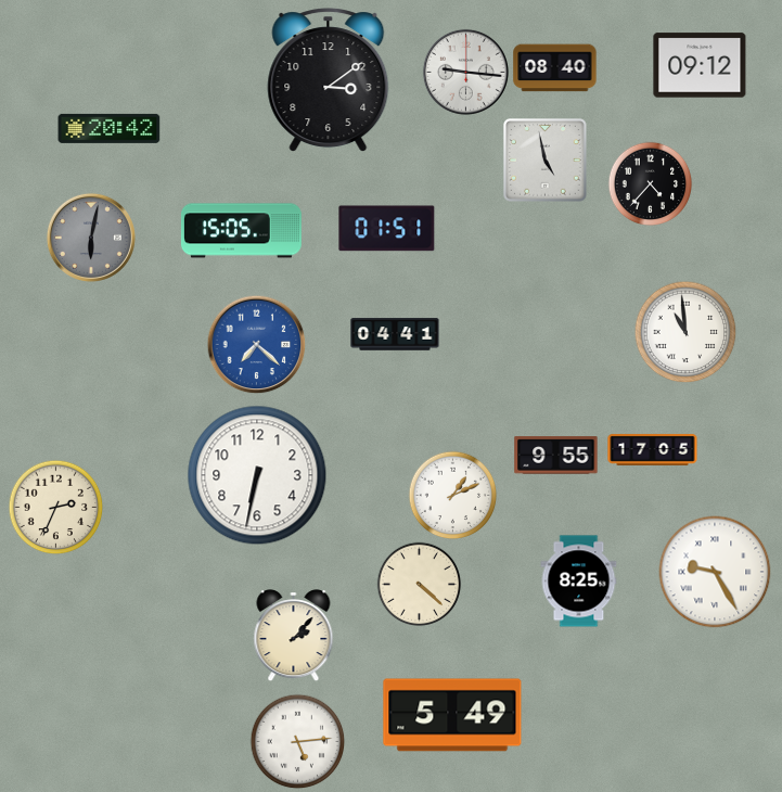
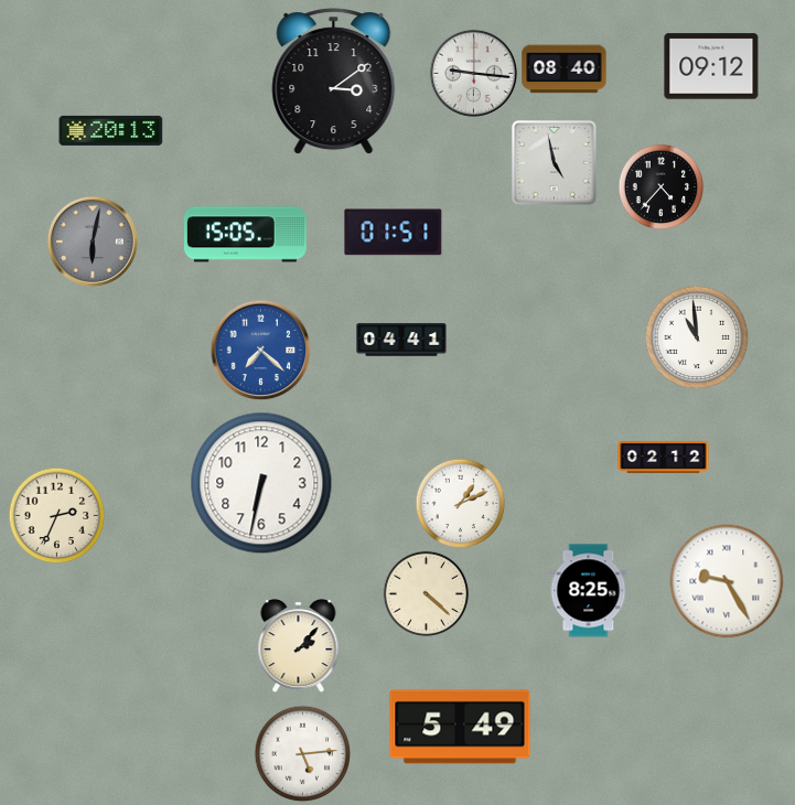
clock at (110, 128): 20:42 -> 20:13
clock at (653, 449): 17:05 -> 02:12
clock at (556, 456): 9:55 -> none
